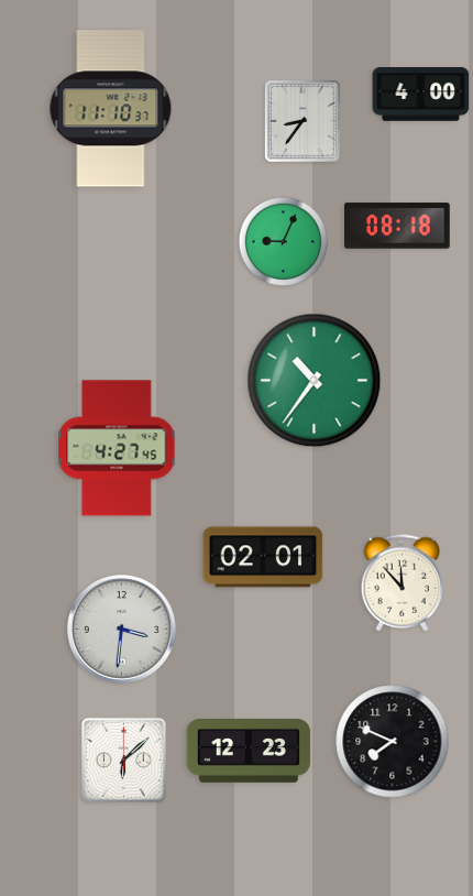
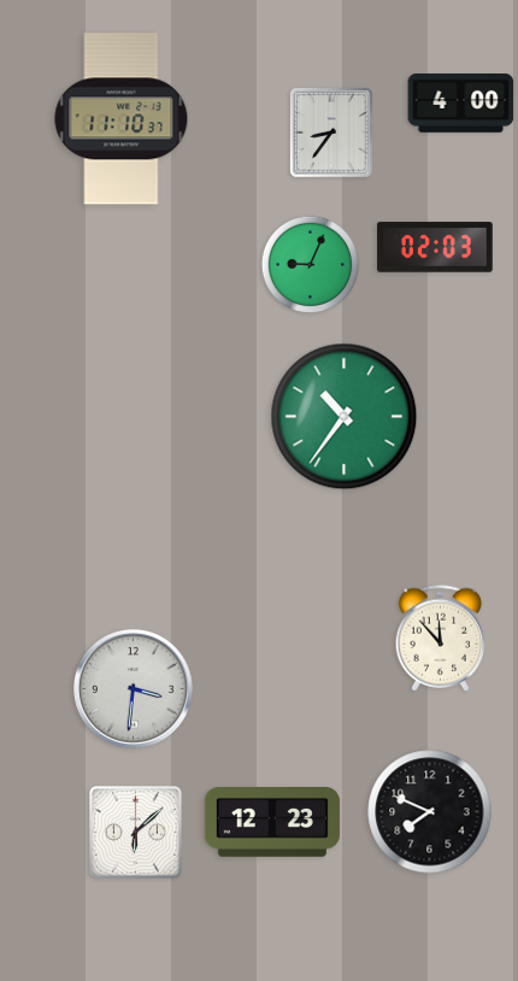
clock at (397, 226): 08:18 -> 02:03
clock at (117, 448): 4:27 -> none
clock at (263, 557): 02:01 -> none
